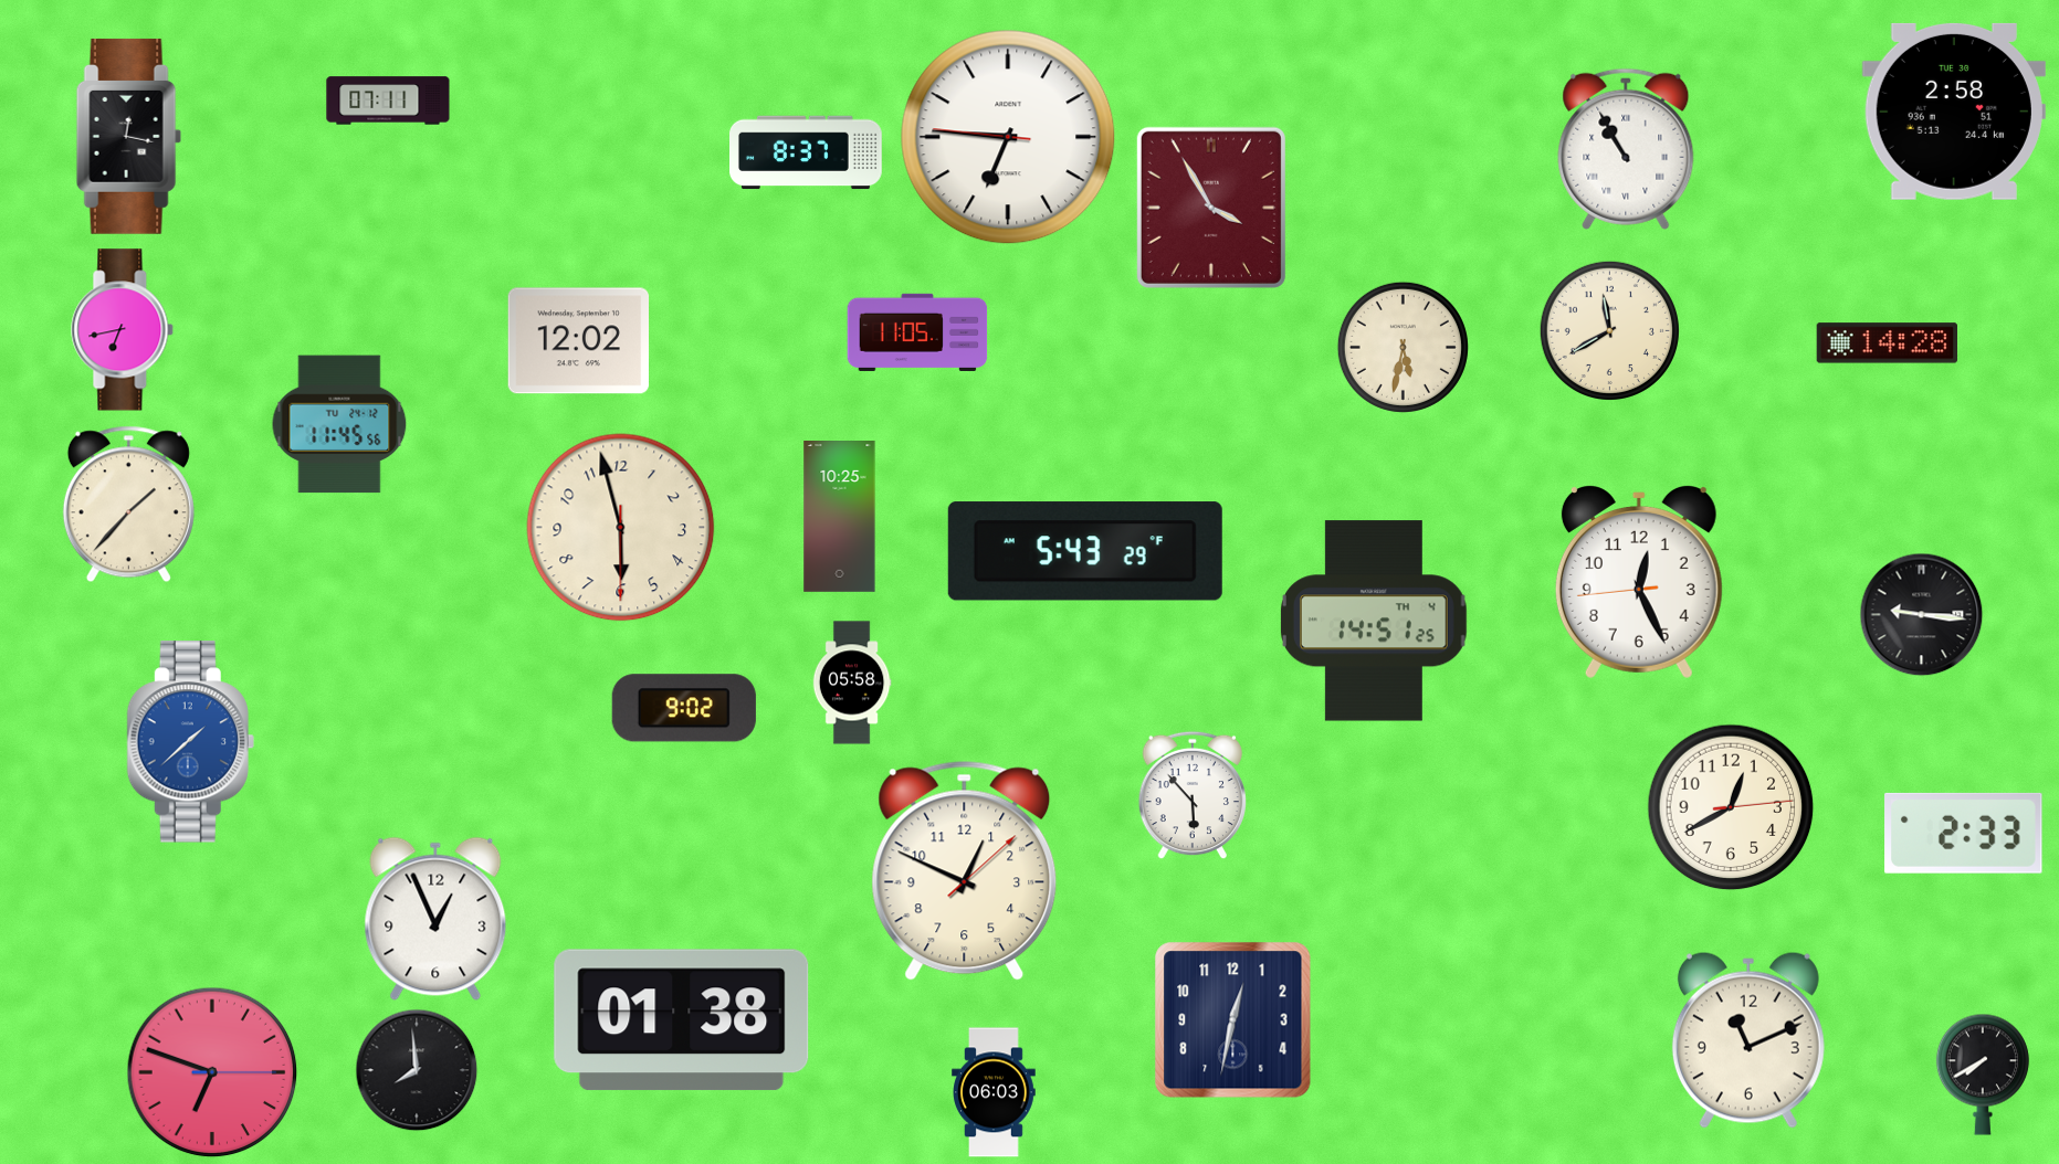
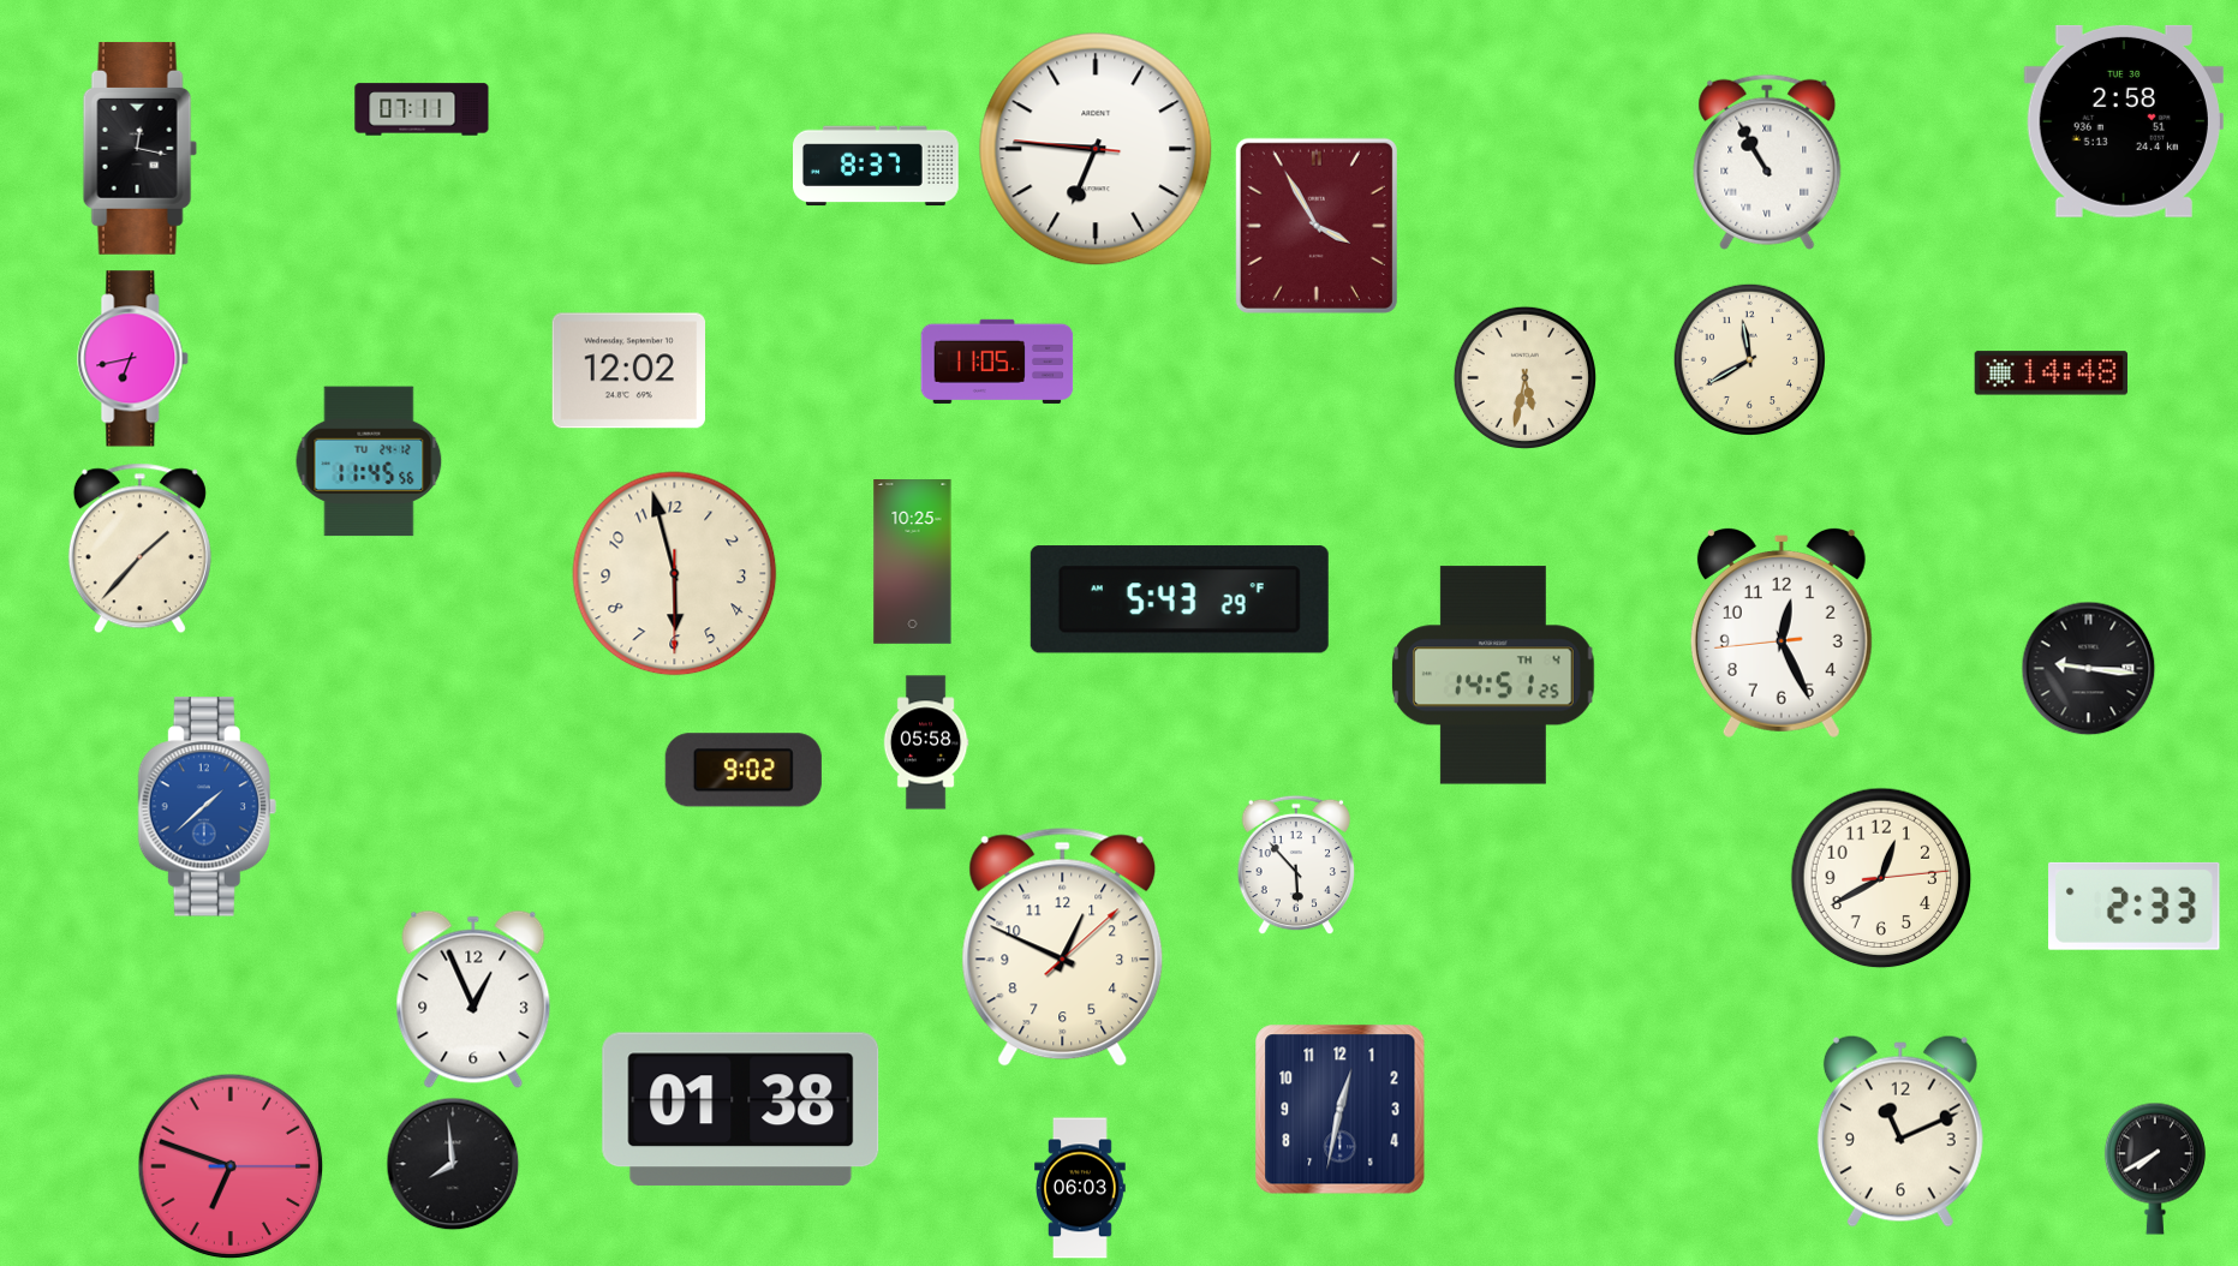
clock at (1887, 343): 14:28 -> 14:48
clock at (965, 870) position: (965, 870) -> (1063, 946)
